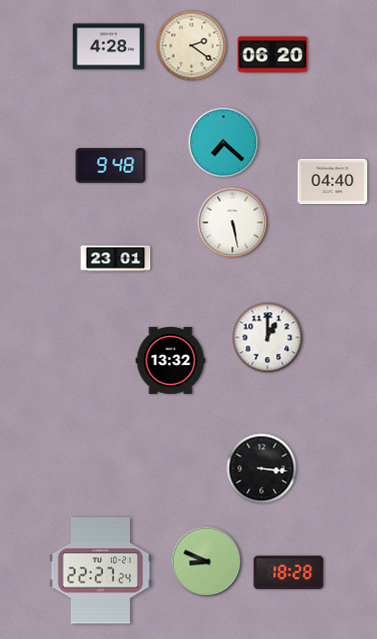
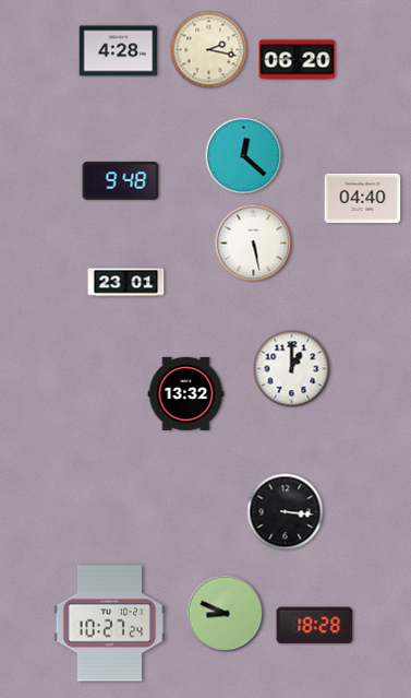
clock at (192, 46): 2:21 -> 2:17
clock at (224, 143): 7:22 -> 12:22
clock at (101, 571): 22:27 -> 10:27
